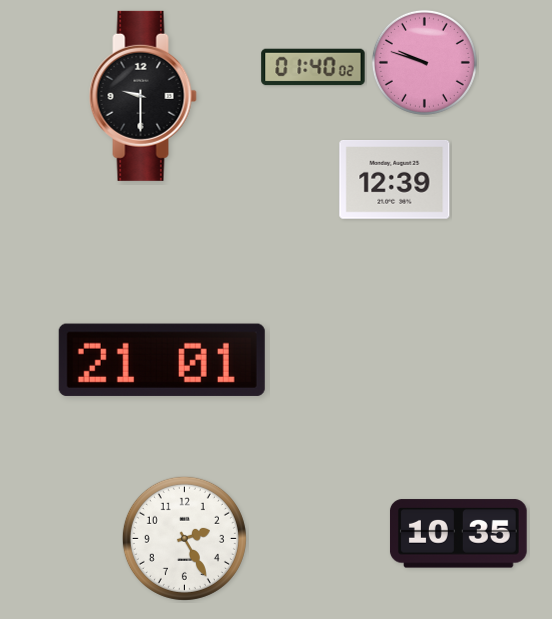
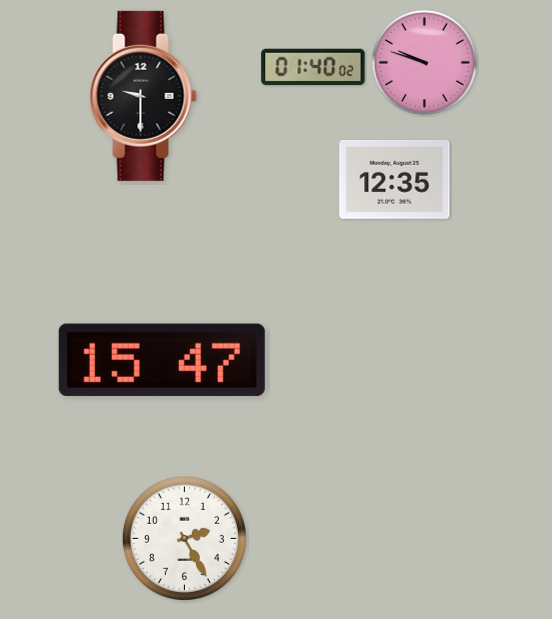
clock at (395, 180): 12:39 -> 12:35
clock at (162, 360): 21:01 -> 15:47
clock at (458, 534): 10:35 -> none
